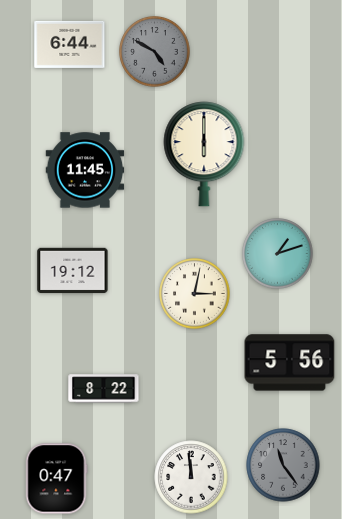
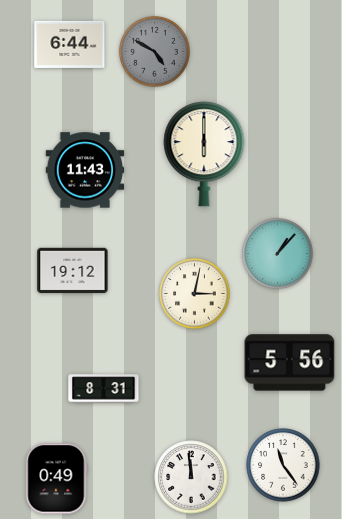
clock at (85, 170): 11:45 -> 11:43
clock at (278, 254): 1:12 -> 1:07
clock at (104, 389): 8:22 -> 8:31
clock at (283, 465) dial: grey -> white
clock at (57, 479): 0:47 -> 0:49
